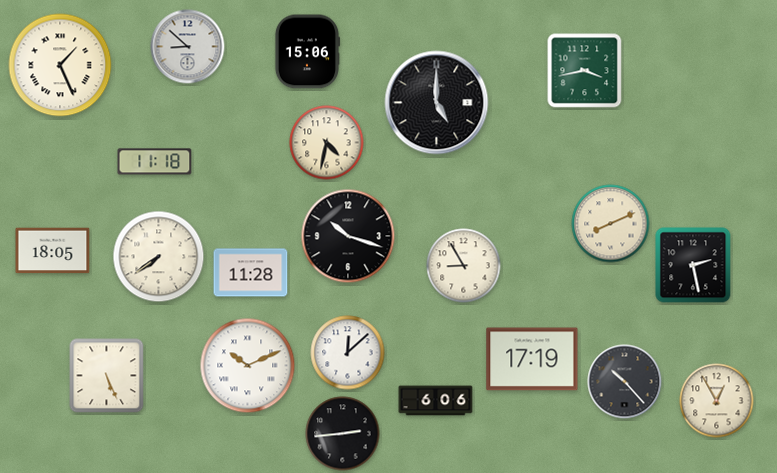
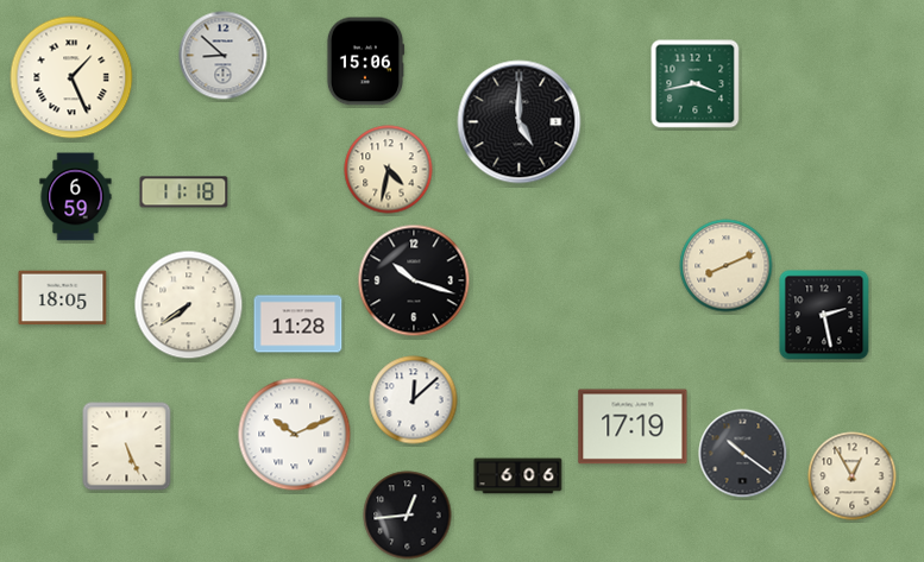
clock at (76, 197): none -> 6:59
clock at (464, 266): 8:55 -> none
clock at (348, 353) position: (348, 353) -> (414, 400)
clock at (625, 382): 10:23 -> 10:21
clock at (343, 434): 2:44 -> 12:44
